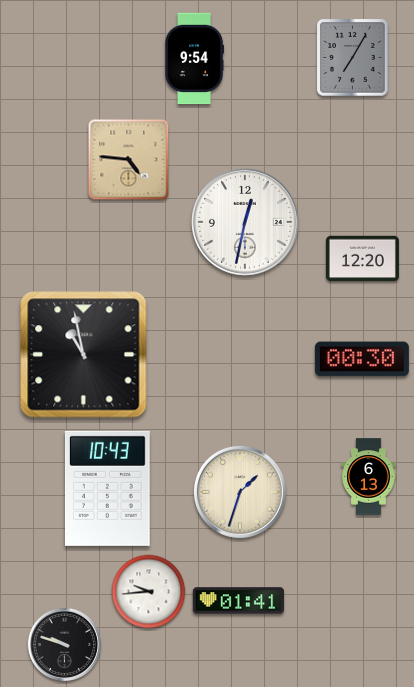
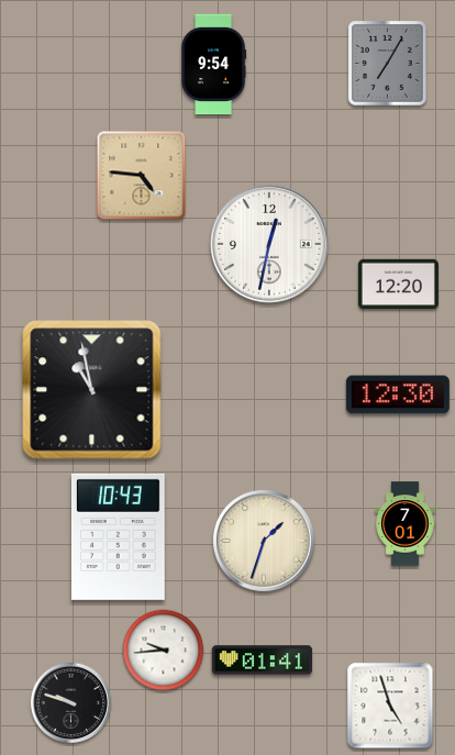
clock at (362, 359): 00:30 -> 12:30
clock at (369, 477): 6:13 -> 7:01
clock at (390, 706): none -> 4:57
clock at (64, 644) position: (64, 644) -> (70, 702)
